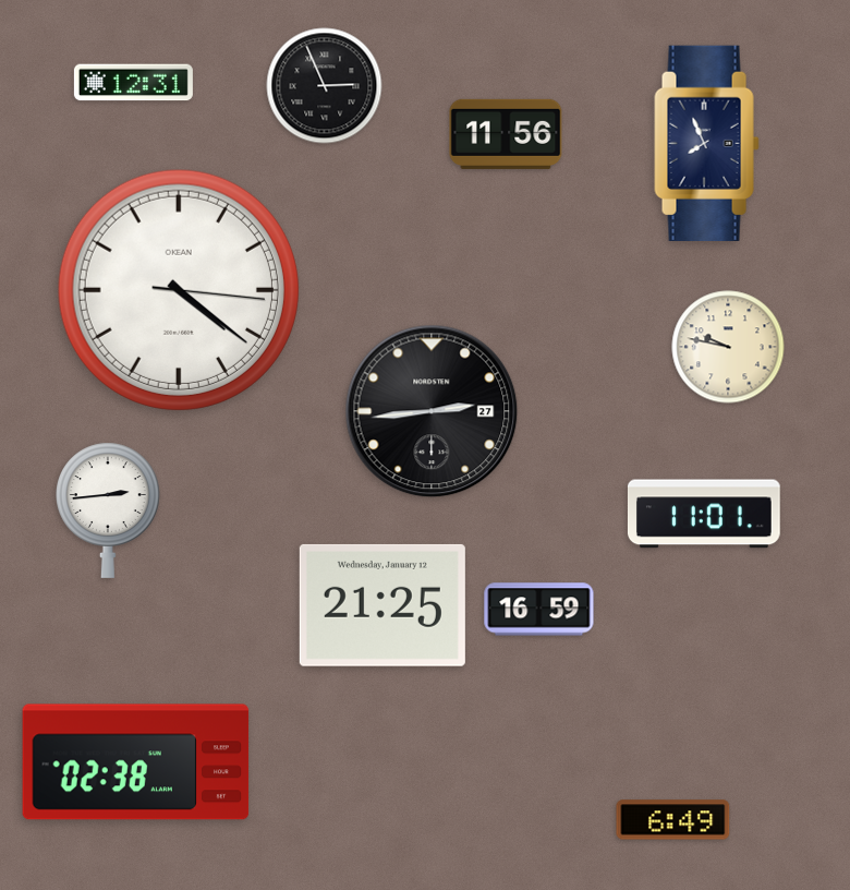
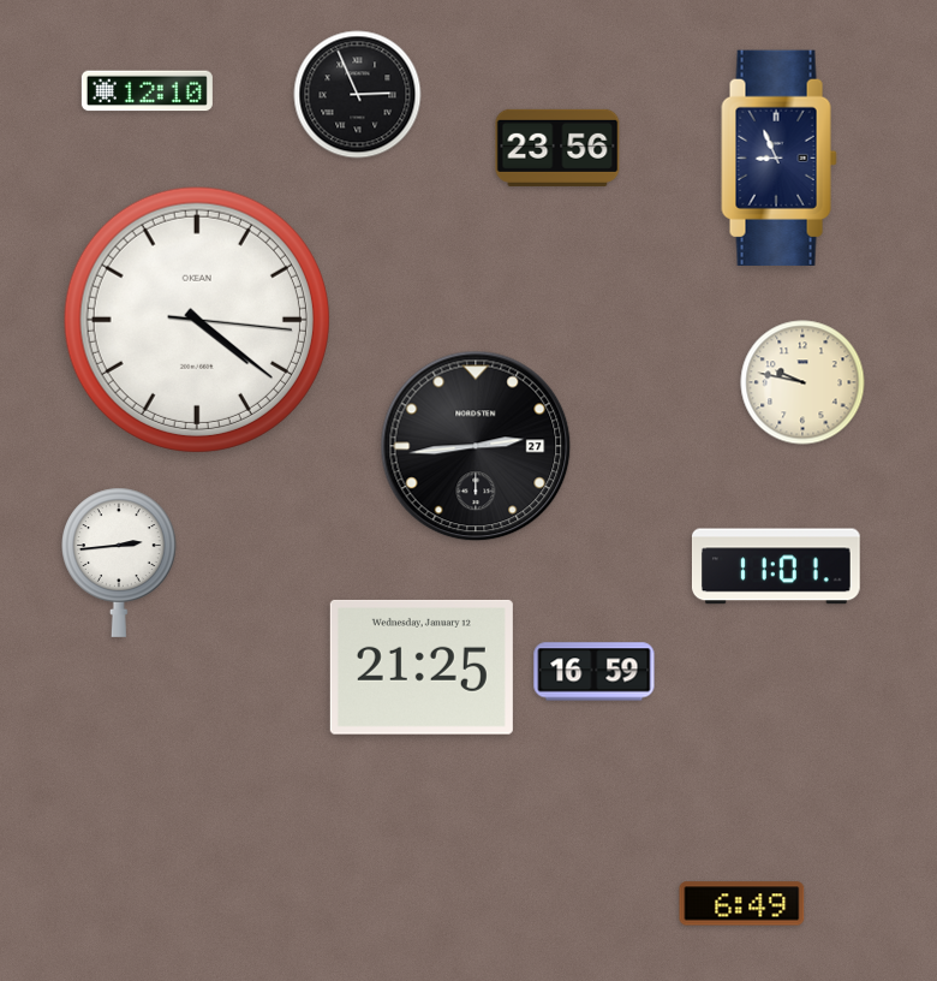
clock at (133, 83): 12:31 -> 12:10
clock at (506, 134): 11:56 -> 23:56
clock at (707, 143): 7:56 -> 8:56
clock at (432, 411) position: (432, 411) -> (476, 446)
clock at (136, 762): 02:38 -> none
